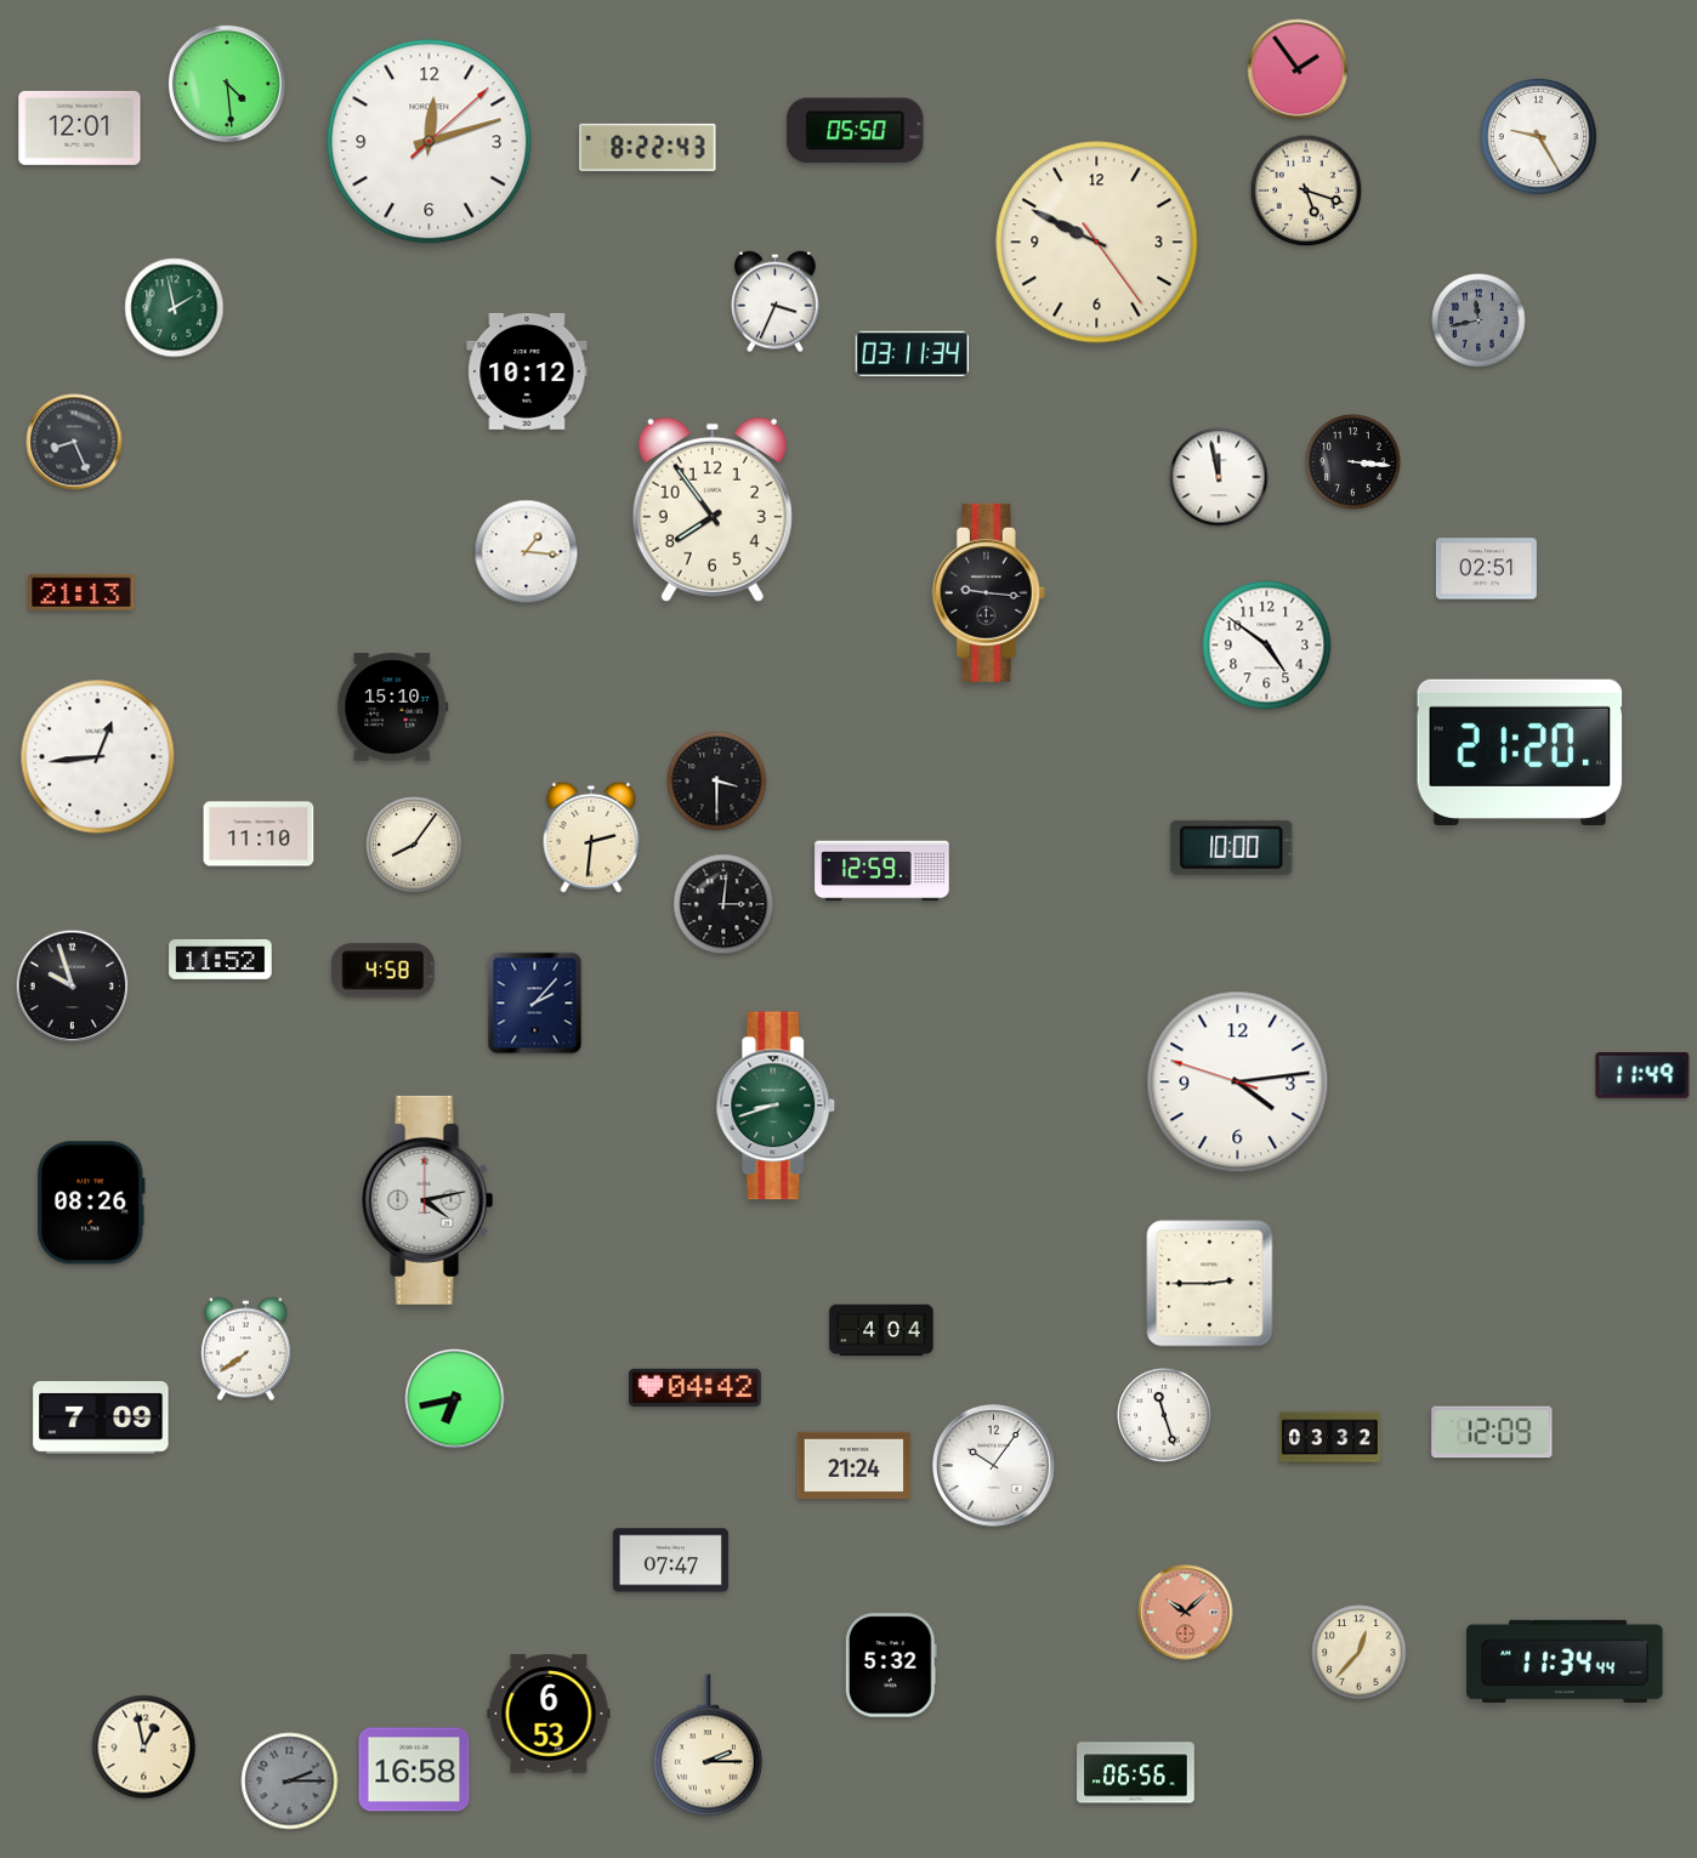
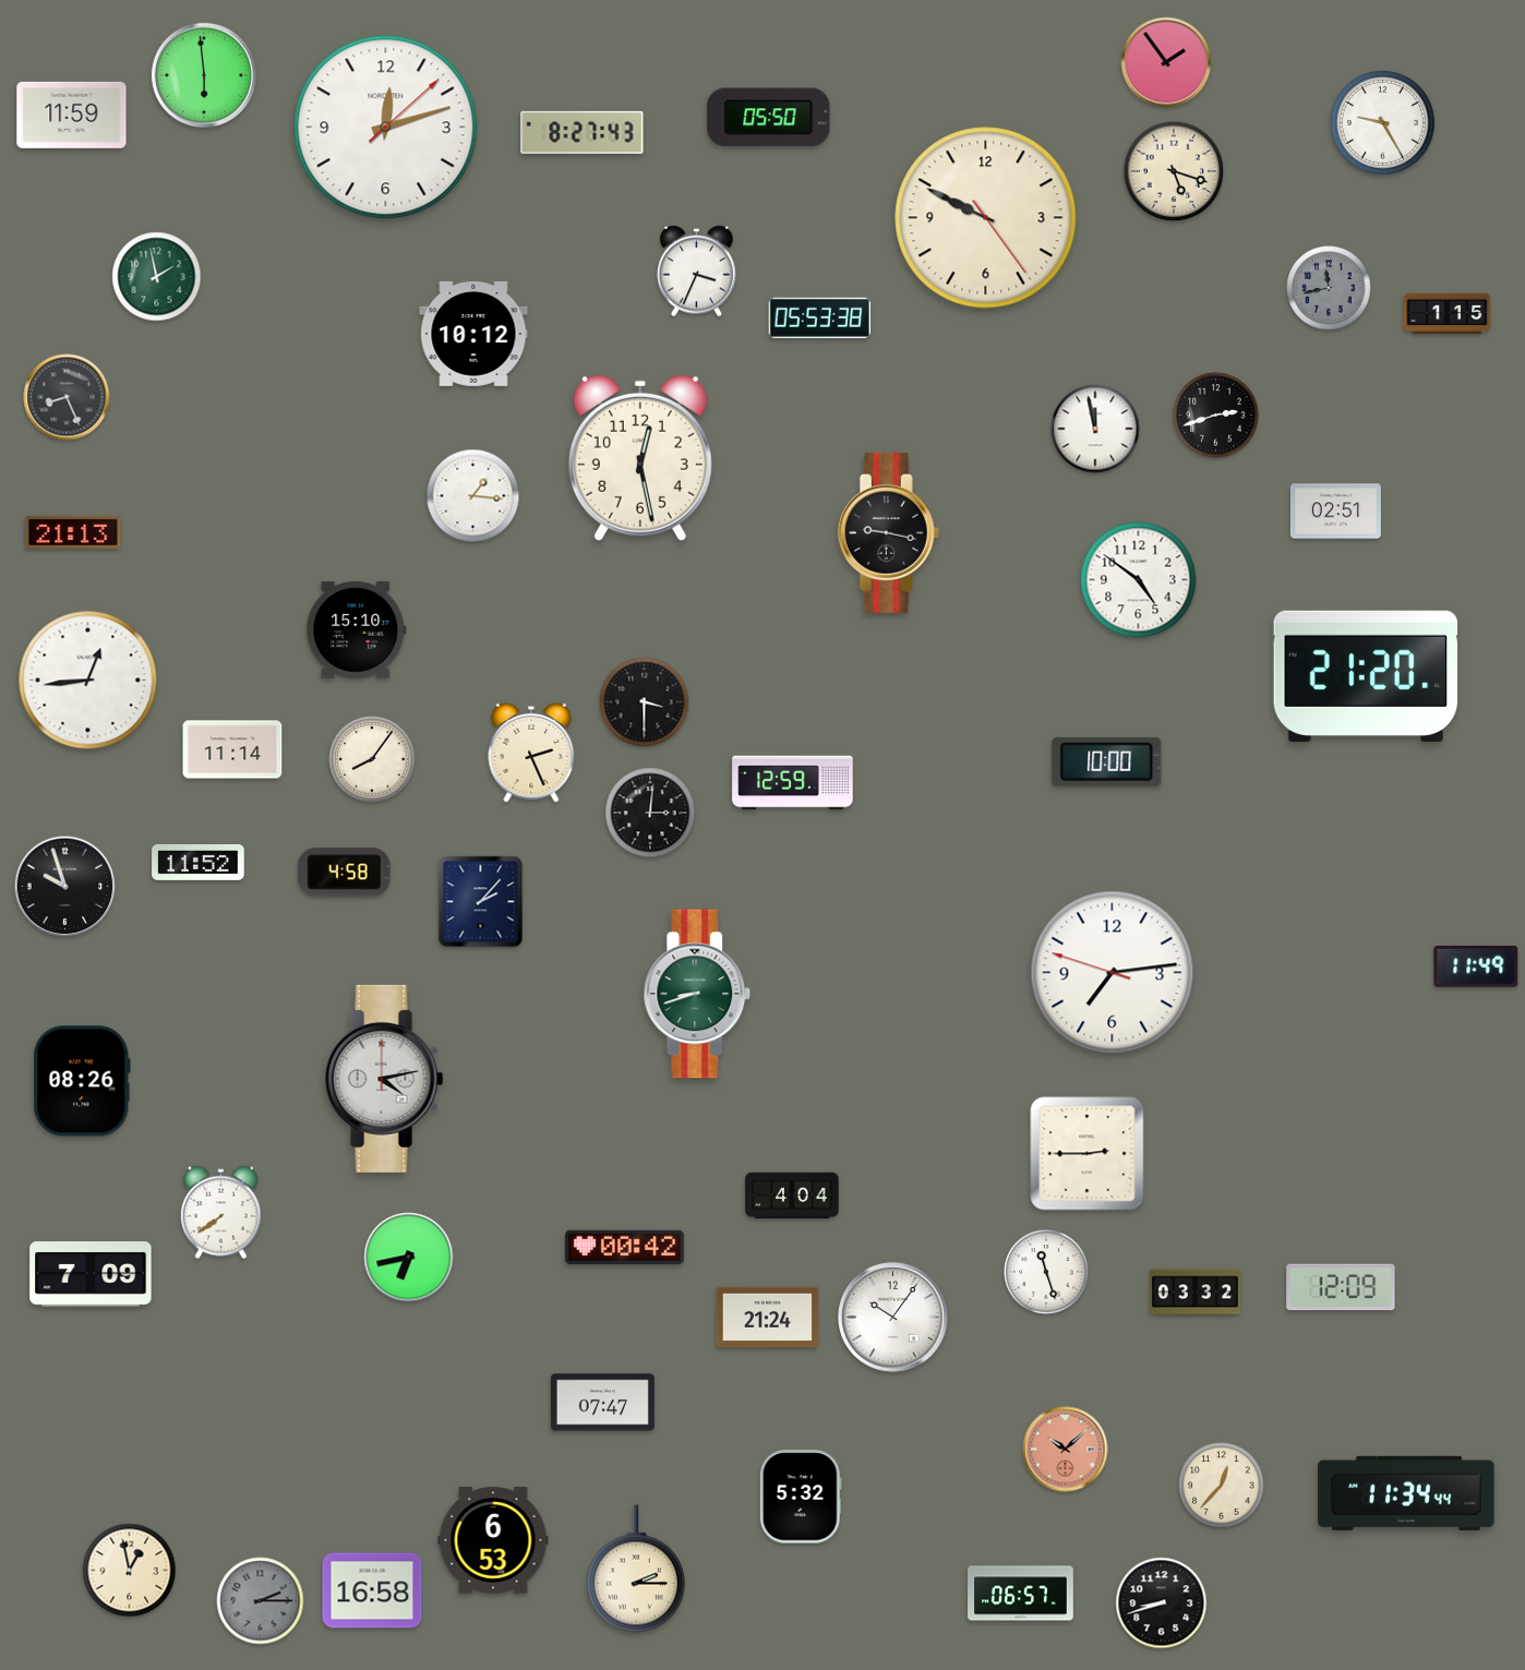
clock at (227, 84): 4:29 -> 5:59
clock at (80, 127): 12:01 -> 11:59
clock at (648, 147): 8:22 -> 8:27
clock at (1448, 313): none -> 1:15
clock at (913, 353): 03:11 -> 05:53
clock at (1353, 462): 3:16 -> 2:42
clock at (713, 510): 7:54 -> 12:28
clock at (988, 592): 9:16 -> 9:17
clock at (393, 706) position: (393, 706) -> (357, 629)
clock at (259, 834): 11:10 -> 11:14
clock at (591, 837): 2:31 -> 2:26
clock at (1238, 1083): 4:13 -> 7:13
clock at (694, 1388): 04:42 -> 00:42
clock at (1136, 1773): 06:56 -> 06:57
clock at (1162, 1603): none -> 8:42
